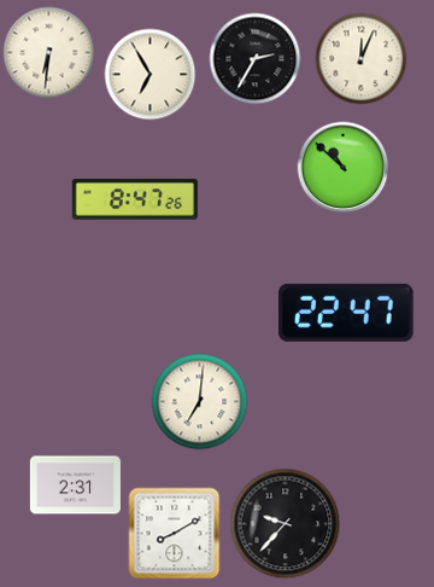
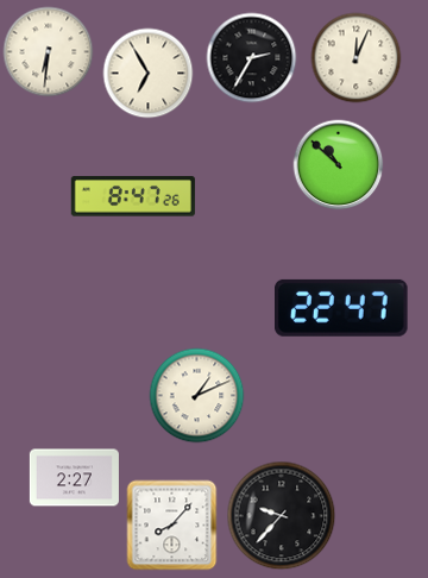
clock at (200, 402): 7:01 -> 1:11
clock at (75, 486): 2:31 -> 2:27
clock at (175, 534): 8:10 -> 8:07
